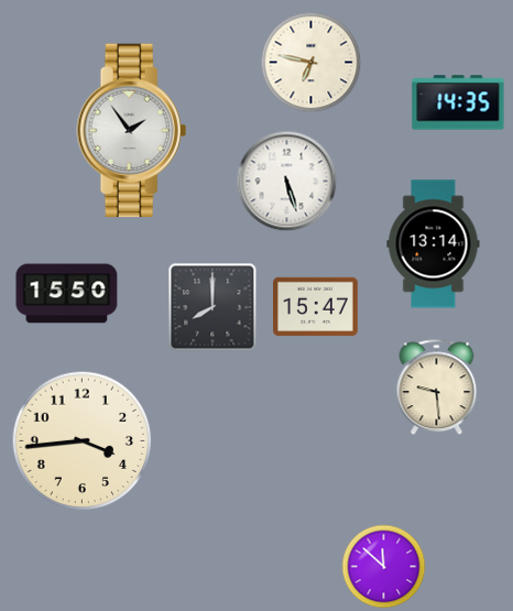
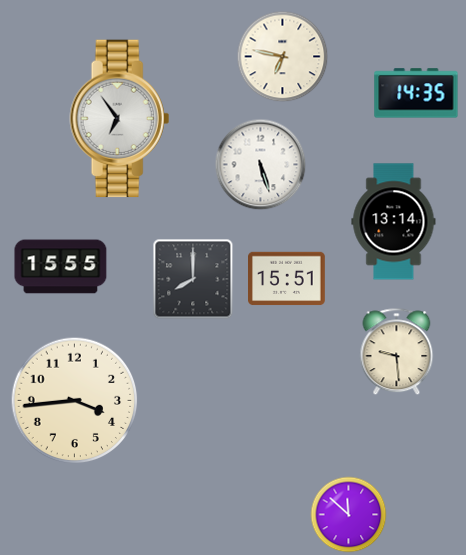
clock at (132, 131): 1:54 -> 6:54
clock at (67, 294): 15:50 -> 15:55
clock at (316, 307): 15:47 -> 15:51
